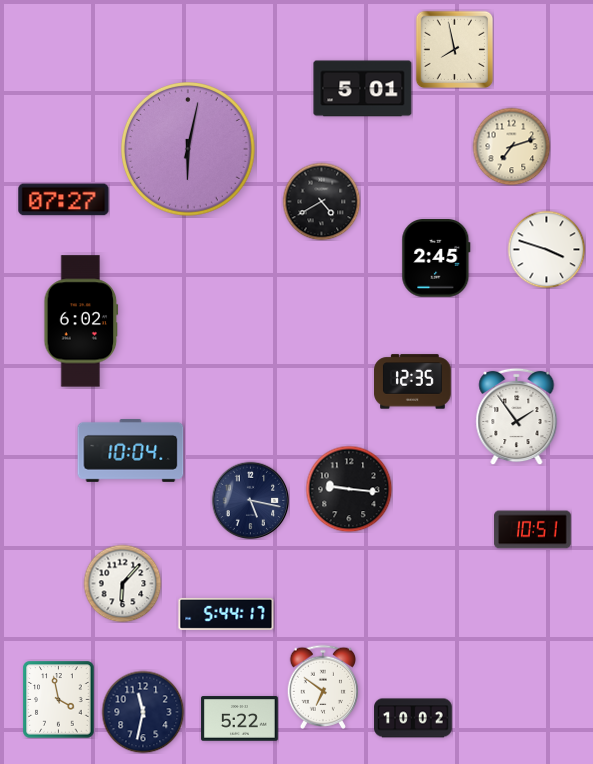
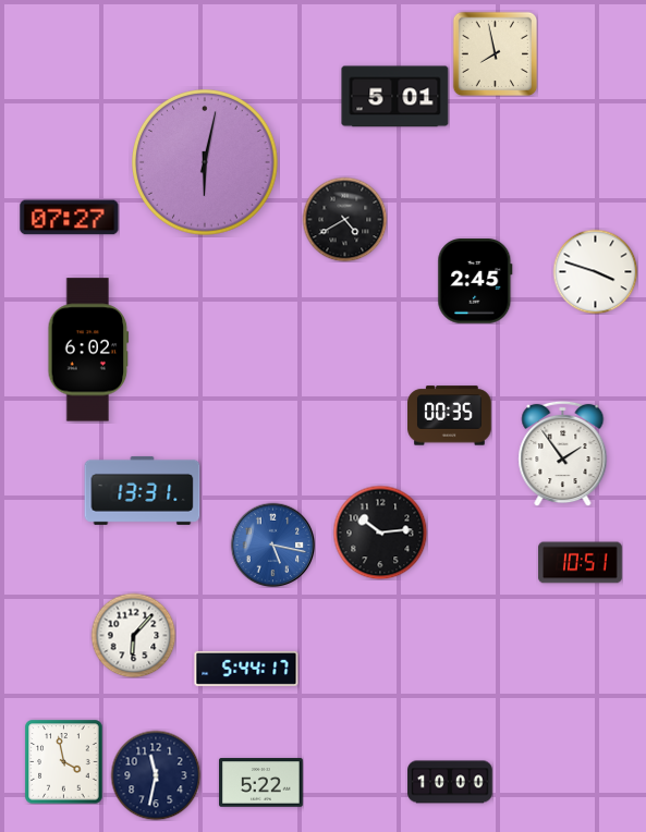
clock at (511, 146): 7:12 -> none
clock at (321, 201) position: (321, 201) -> (344, 219)
clock at (413, 382): 12:35 -> 00:35
clock at (131, 450): 10:04 -> 13:31
clock at (349, 489): 9:16 -> 10:14
clock at (250, 500) dial: navy -> blue
clock at (533, 530) position: (533, 530) -> (581, 563)
clock at (322, 687): 6:51 -> none
clock at (413, 718): 10:02 -> 10:00
